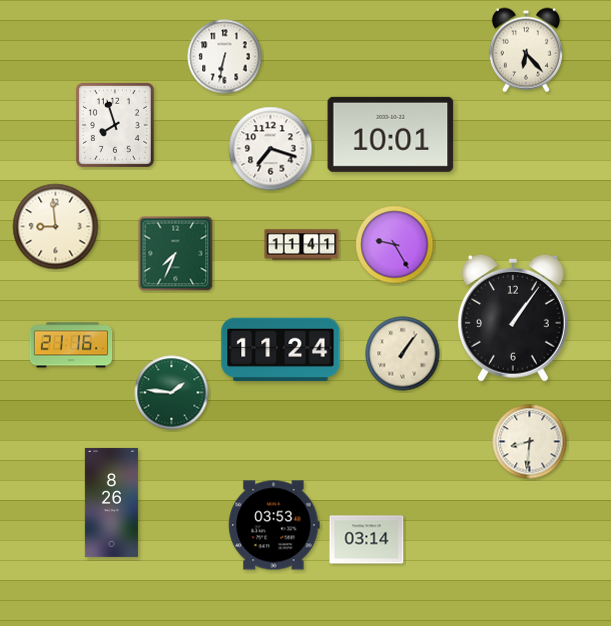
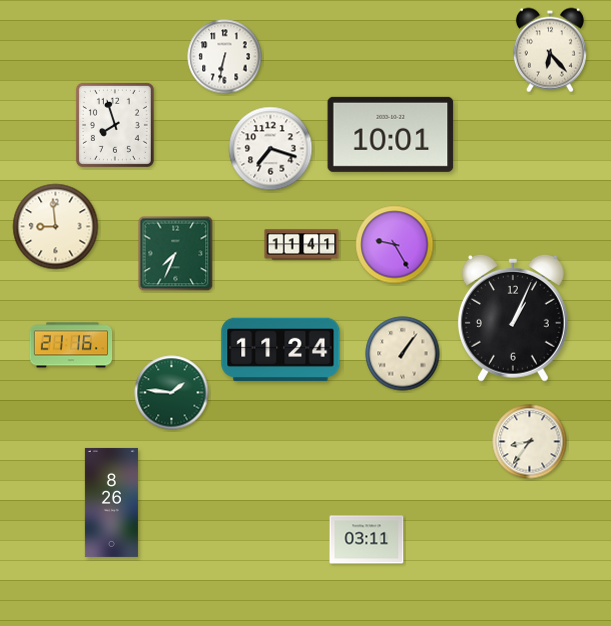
clock at (526, 50) position: (526, 50) -> (550, 50)
clock at (513, 318): 1:06 -> 1:04
clock at (530, 442): 8:31 -> 8:36
clock at (274, 525): 03:53 -> none
clock at (367, 540): 03:14 -> 03:11
